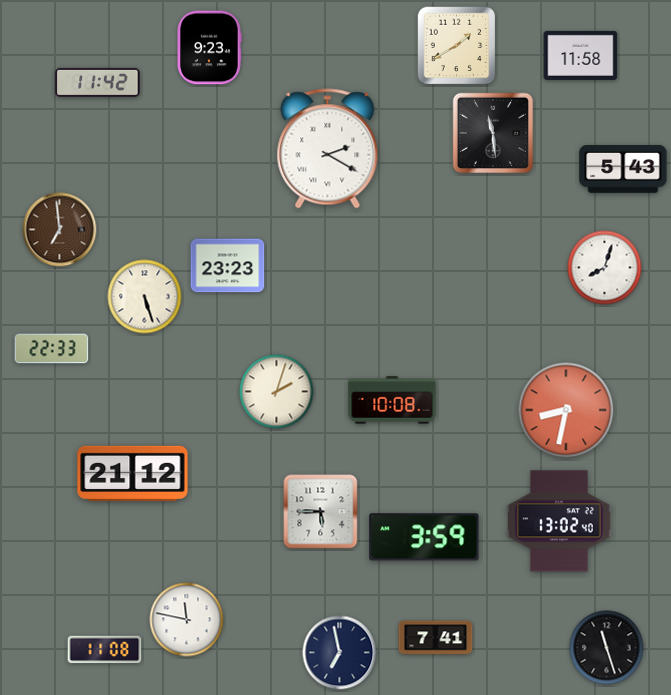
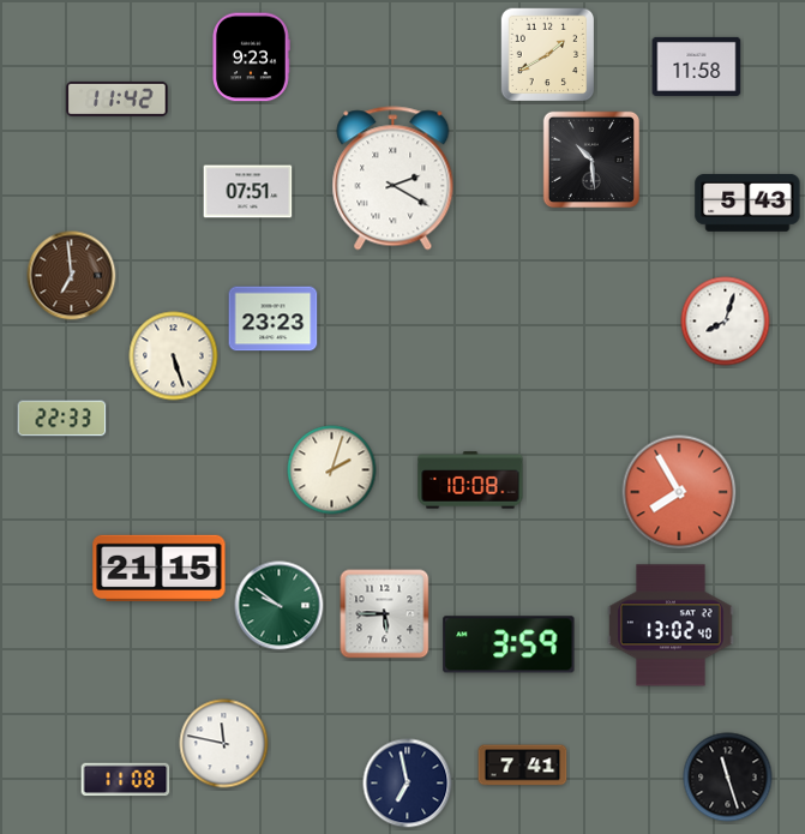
clock at (493, 133): 11:29 -> 10:29
clock at (248, 192): none -> 07:51
clock at (566, 410): 8:32 -> 7:55
clock at (133, 473): 21:12 -> 21:15
clock at (280, 606): none -> 9:51
